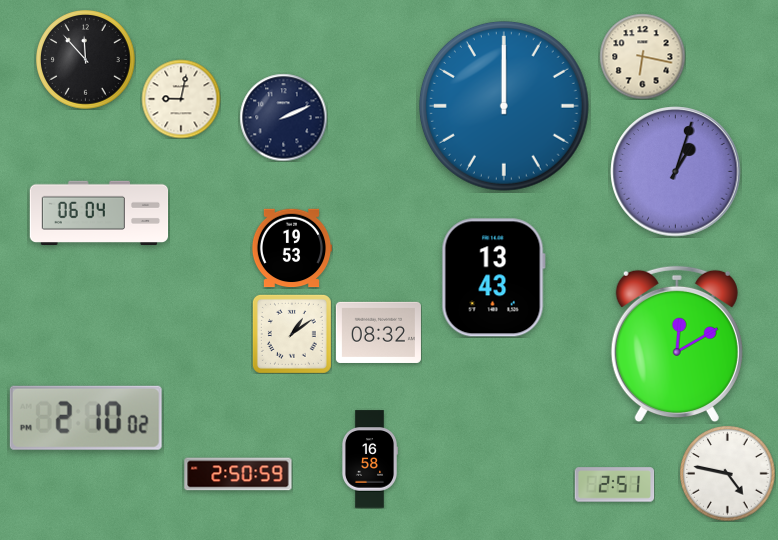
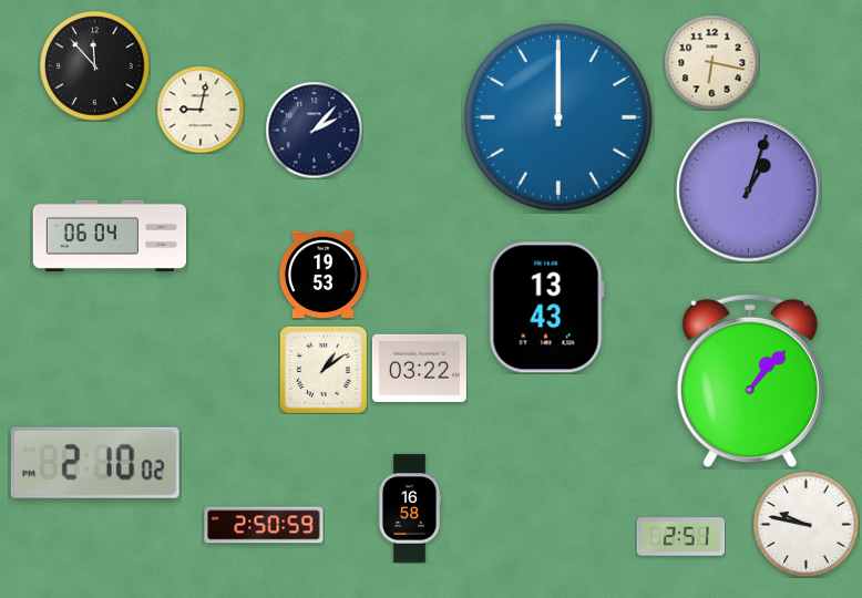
clock at (283, 117): 2:11 -> 2:07
clock at (378, 332): 08:32 -> 03:22
clock at (677, 344): 12:10 -> 1:07
clock at (727, 473): 4:47 -> 9:47
